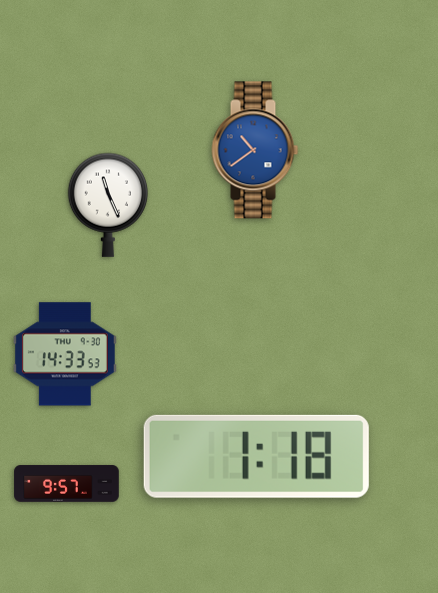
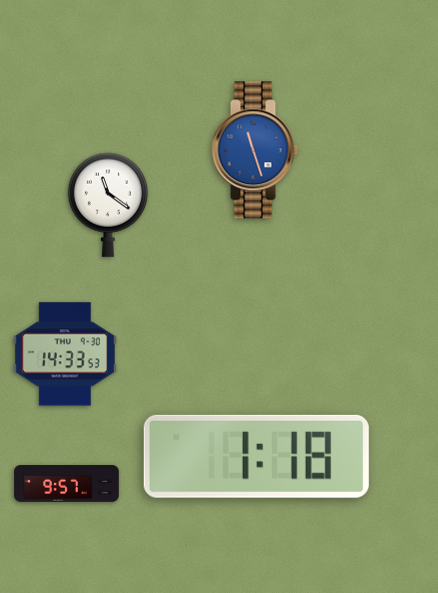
clock at (255, 150): 10:39 -> 11:27
clock at (107, 205): 11:26 -> 11:21
